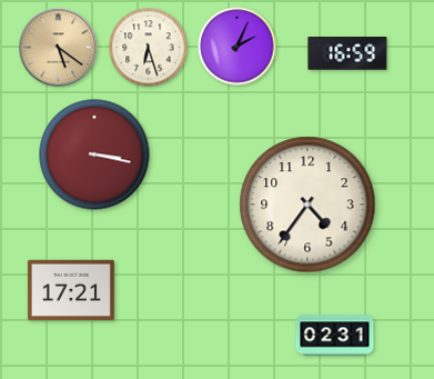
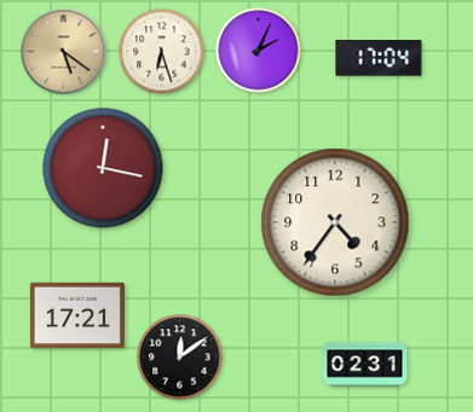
clock at (347, 53): 16:59 -> 17:04
clock at (94, 154): 3:17 -> 12:17
clock at (180, 358): none -> 12:09
